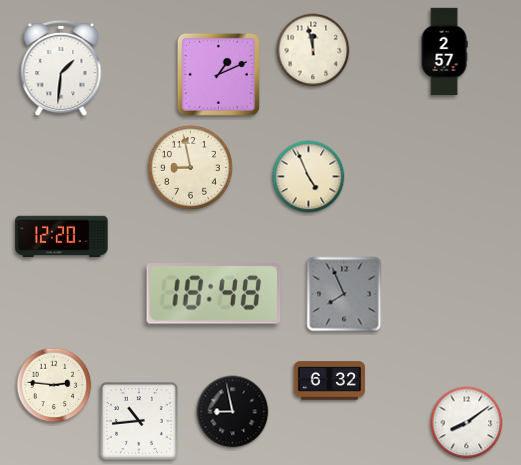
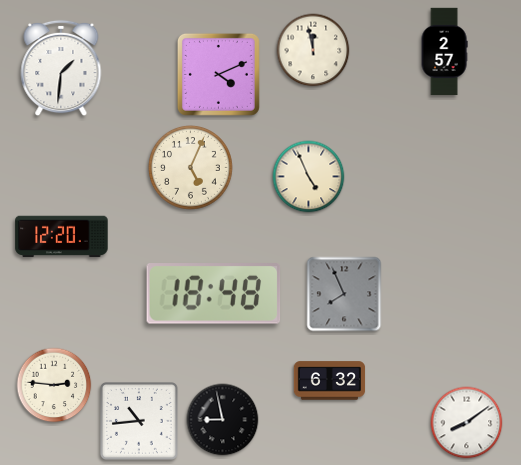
clock at (218, 74): 1:11 -> 4:11
clock at (190, 167): 8:58 -> 5:04
clock at (233, 412) position: (233, 412) -> (223, 420)
